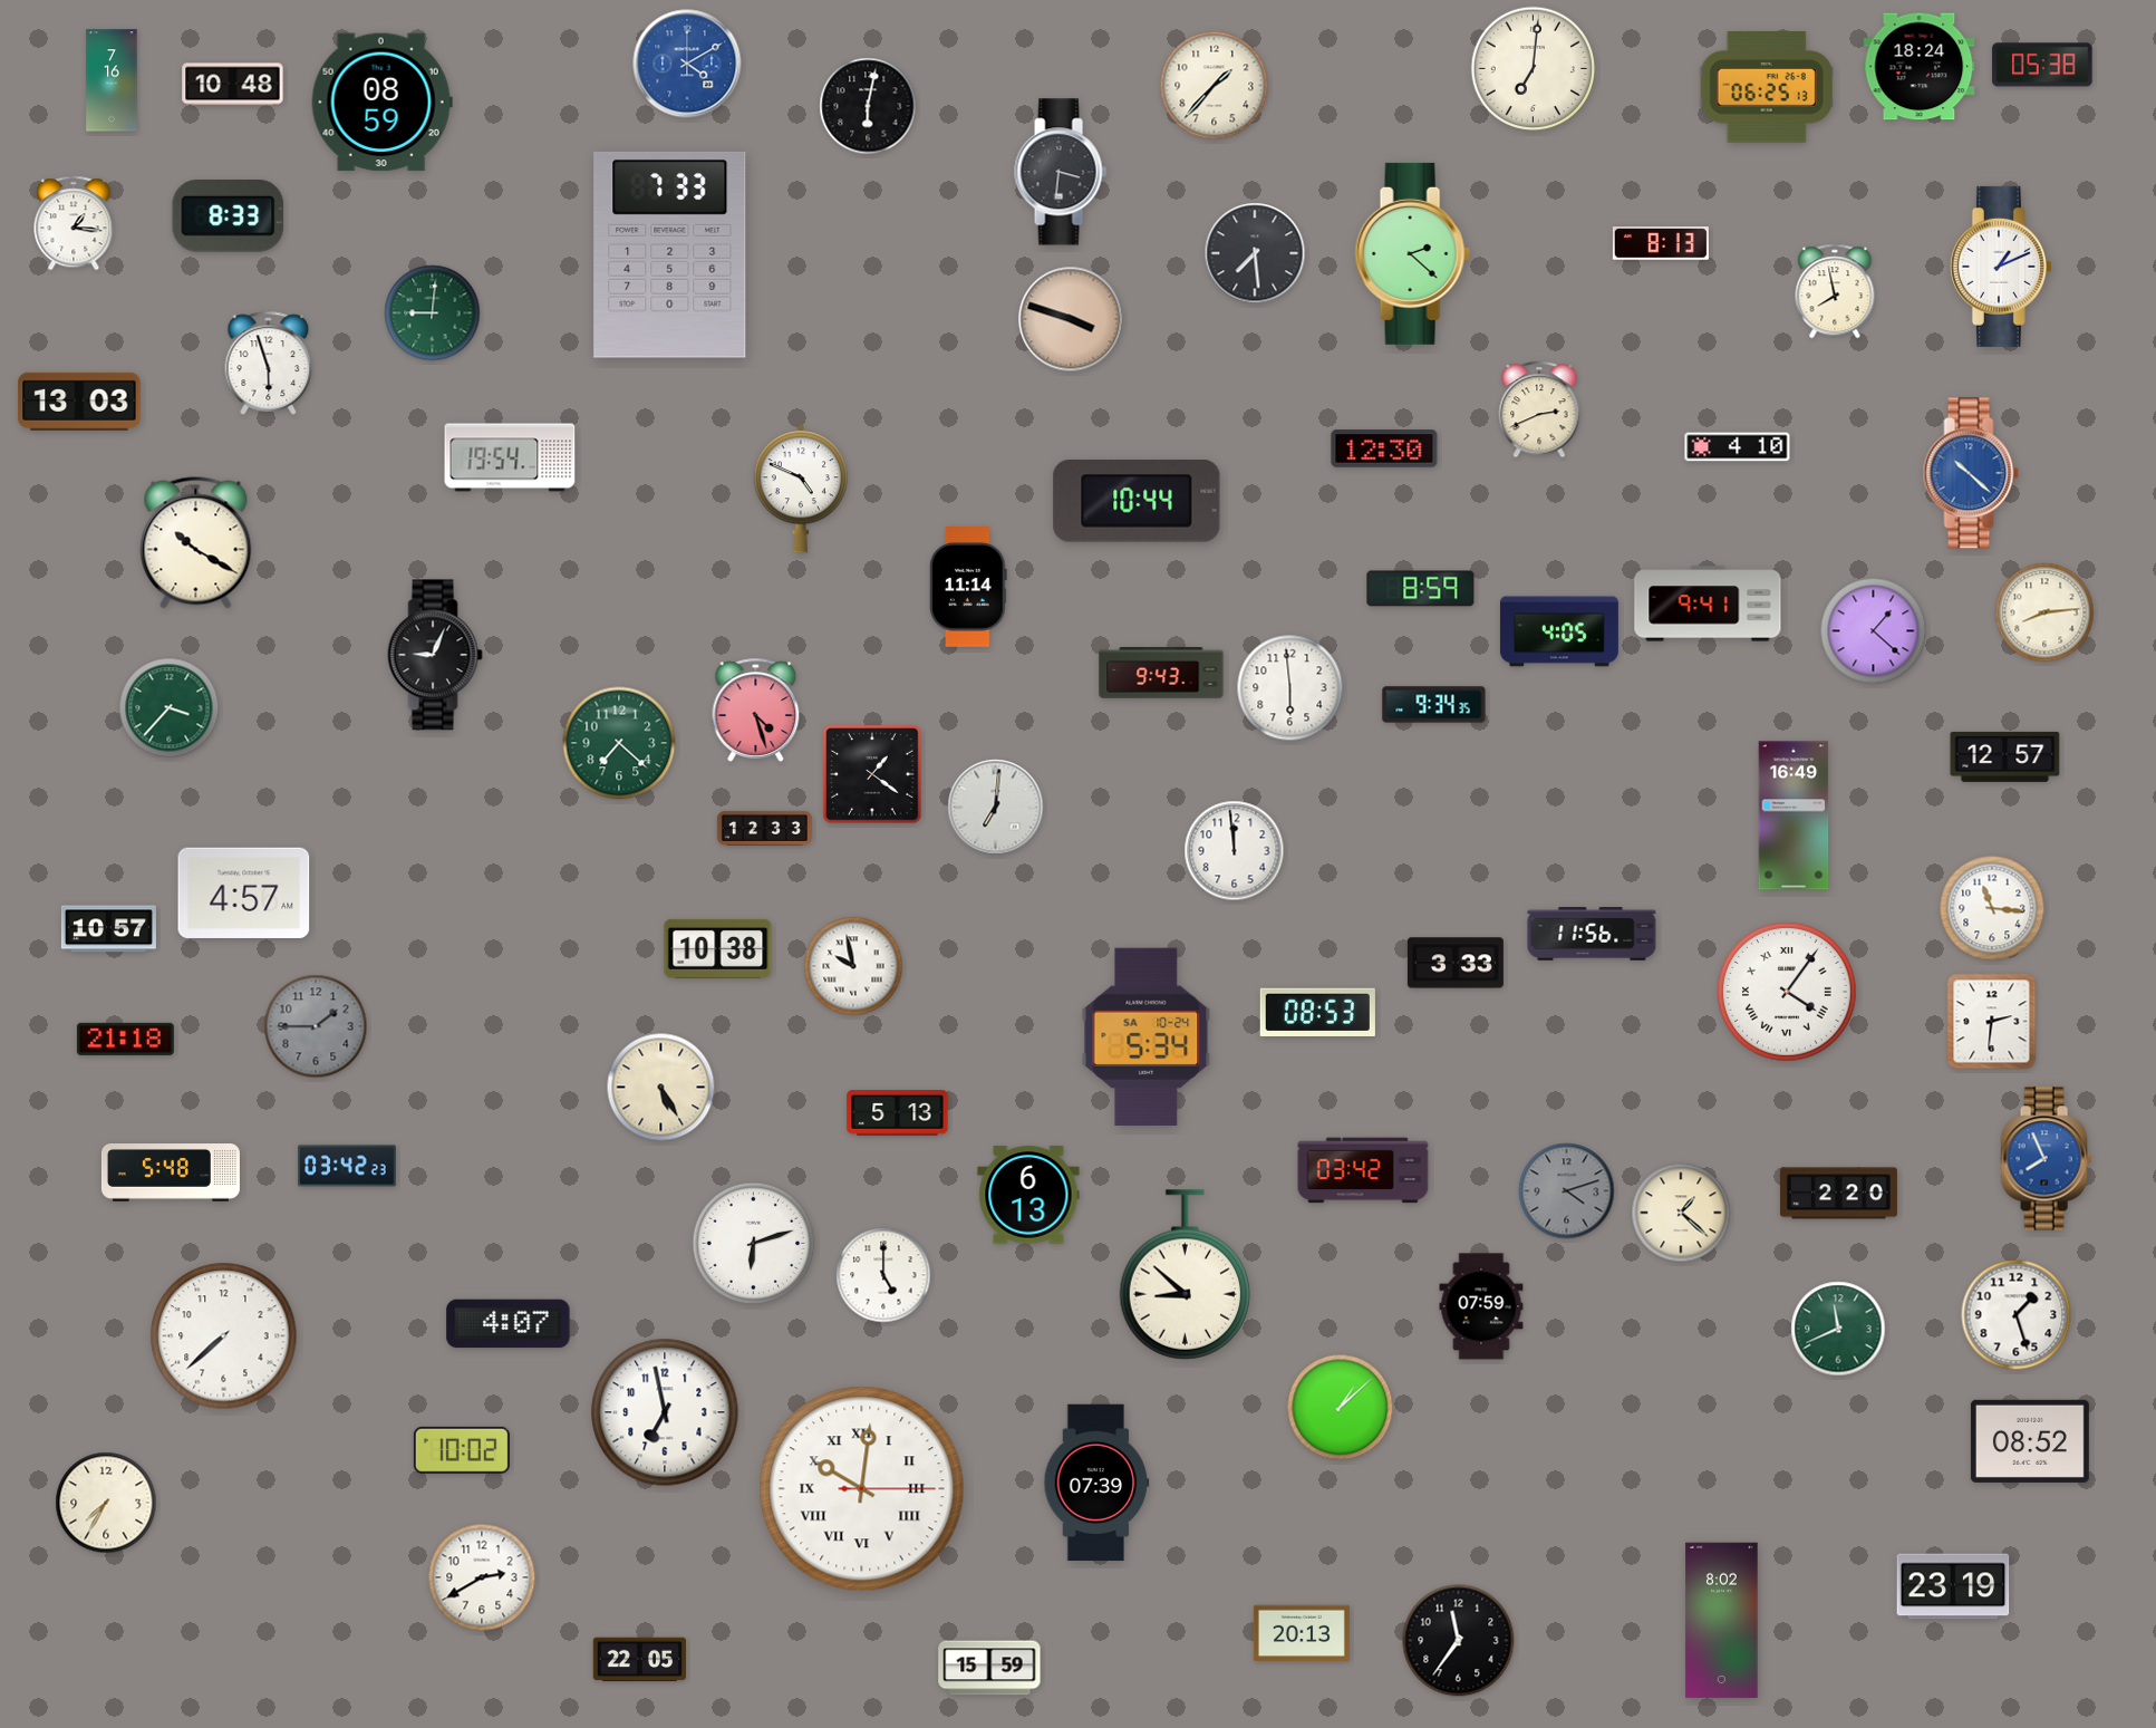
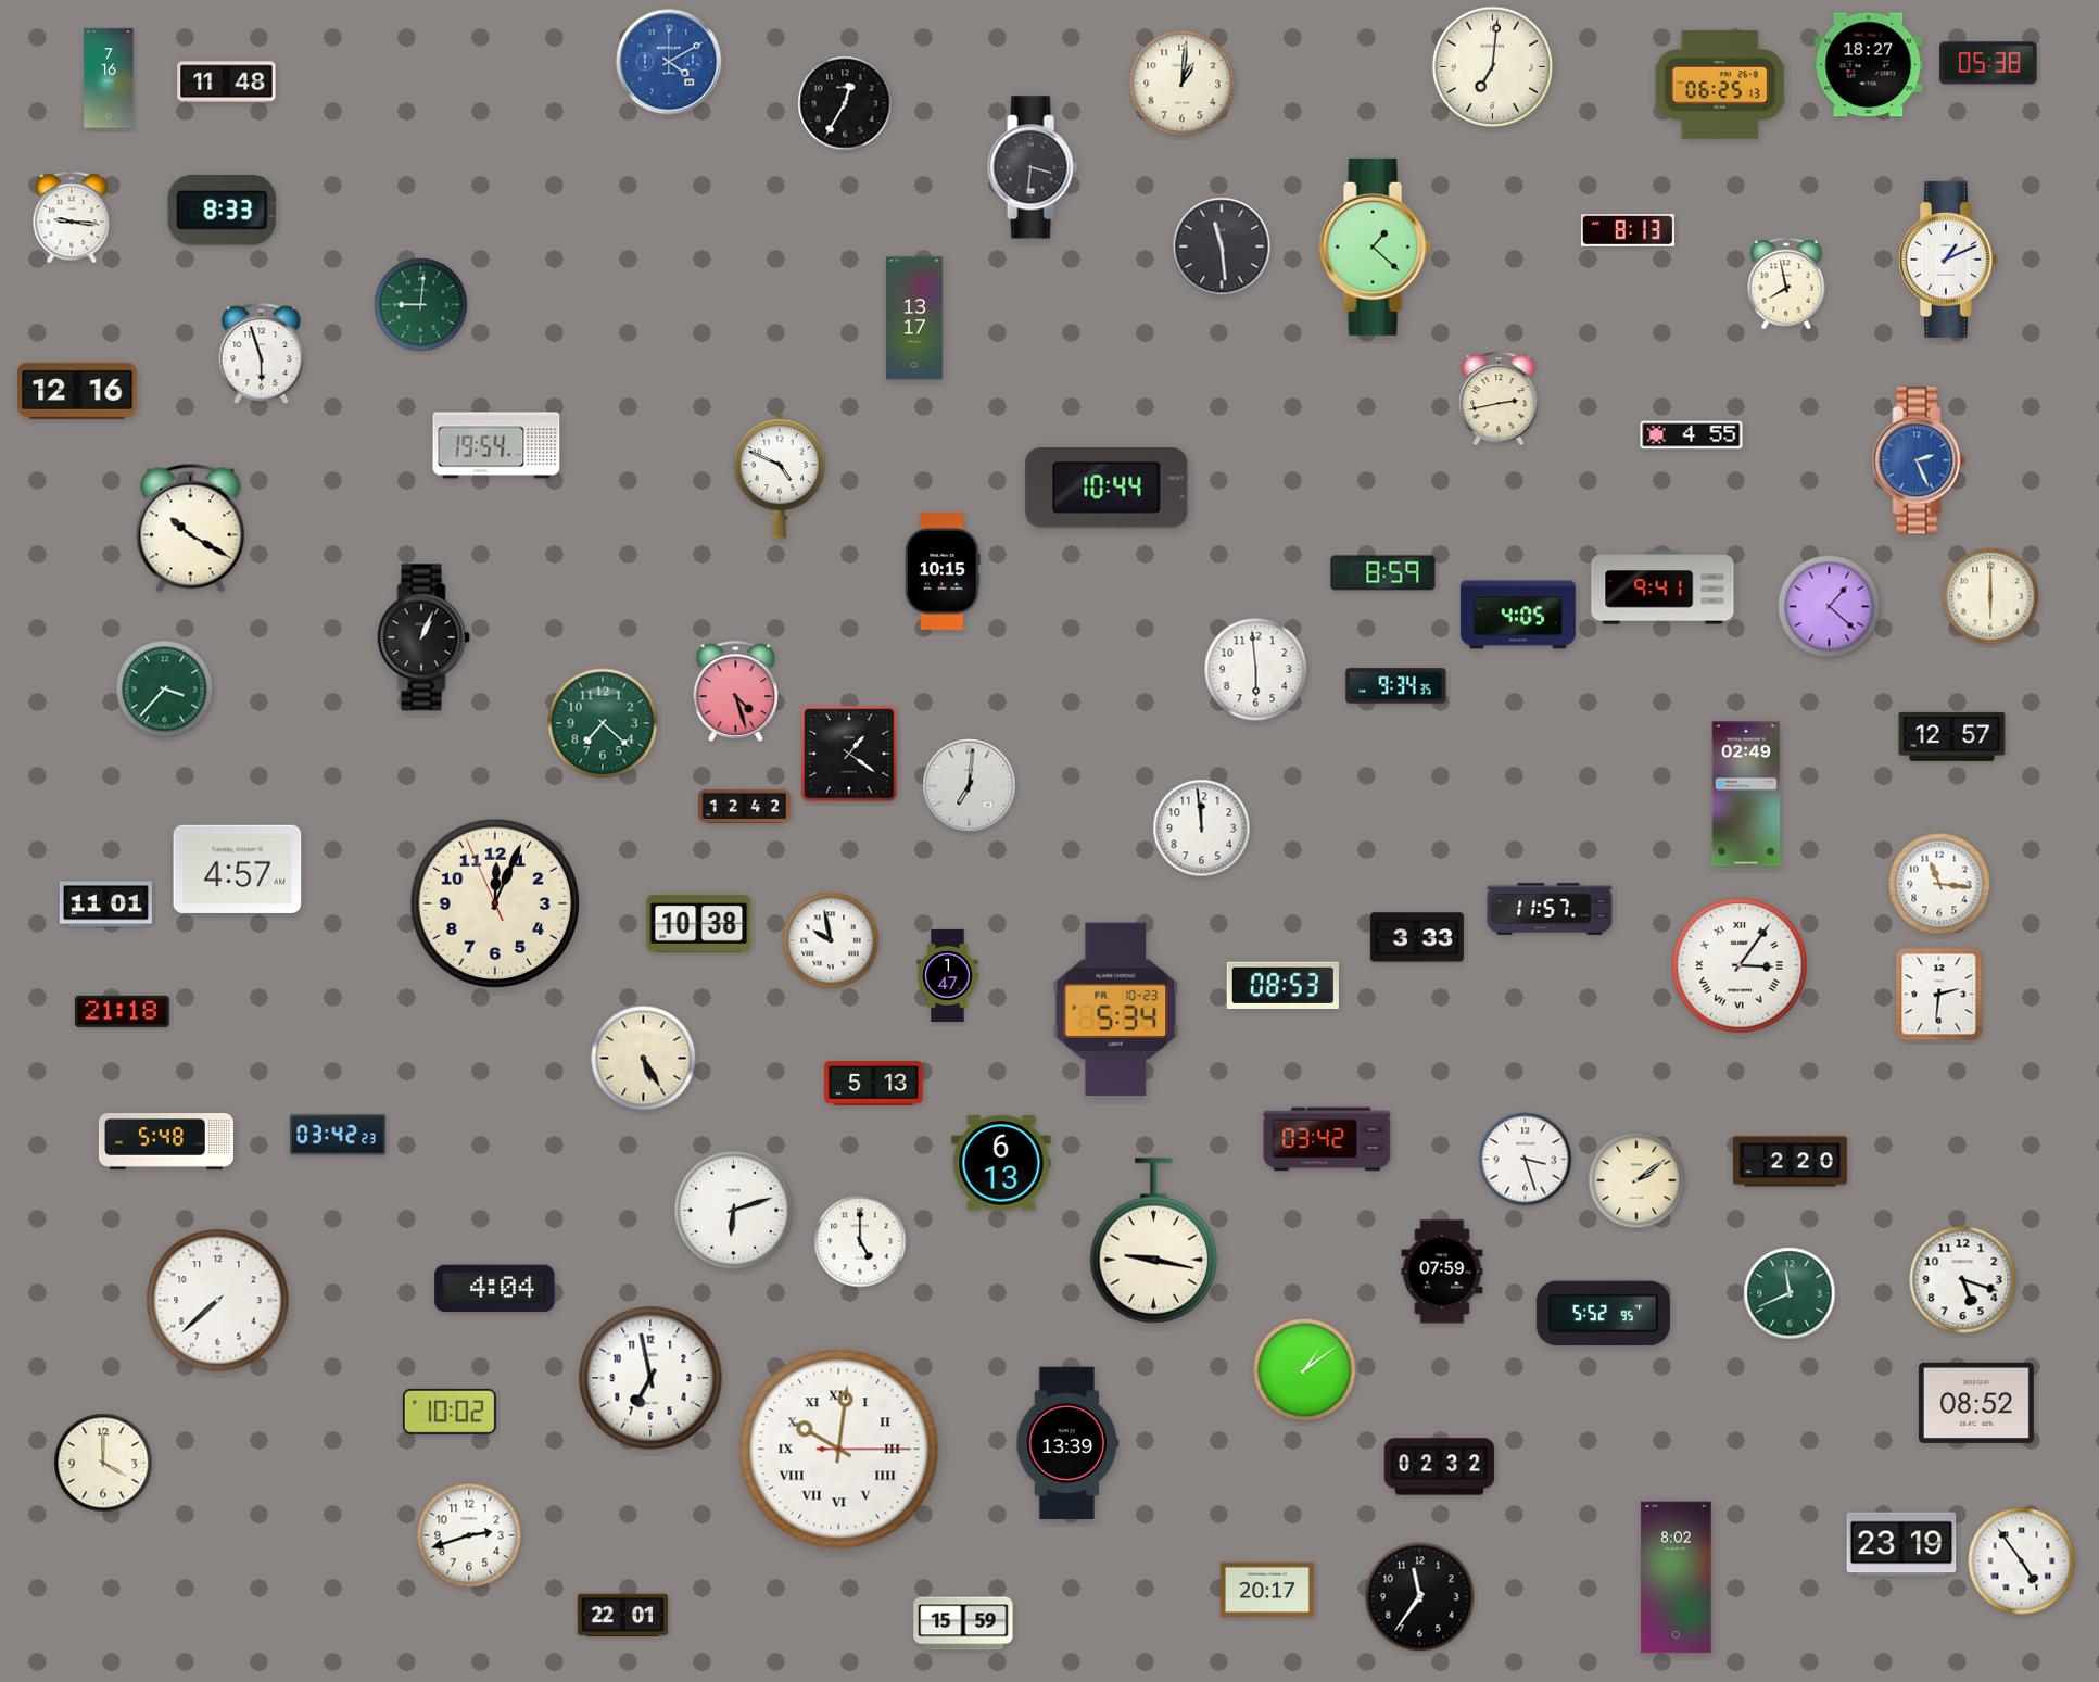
clock at (1920, 67): 18:24 -> 18:27
clock at (233, 85): 10:48 -> 11:48
clock at (1215, 86): 1:37 -> 1:01
clock at (381, 103): 08:59 -> none
clock at (868, 106): 6:02 -> 12:35
clock at (74, 223): 1:16 -> 9:16
clock at (1661, 244) position: (1661, 244) -> (1628, 231)
clock at (1255, 253): 7:29 -> 11:29
clock at (1412, 253): 2:22 -> 1:22
clock at (670, 254): 7:33 -> none
clock at (1071, 319): 3:48 -> none
clock at (914, 318): none -> 13:17
clock at (79, 402): 13:03 -> 12:16
clock at (1539, 409): 2:41 -> 2:43
clock at (1738, 447): 4:10 -> 4:55
clock at (1384, 448): 12:30 -> none
clock at (1971, 473): 10:22 -> 2:26
clock at (968, 587): 11:14 -> 10:15
clock at (2044, 612): 8:14 -> 6:00
clock at (1874, 631) position: (1874, 631) -> (1830, 607)
clock at (435, 655): 9:04 -> 1:04
clock at (1161, 674): 9:43 -> none
clock at (1794, 815): 16:49 -> 02:49
clock at (764, 828): 12:33 -> 12:42
clock at (495, 903): none -> 12:03
clock at (108, 929): 10:57 -> 11:01
clock at (1592, 934): 11:56 -> 11:57
clock at (1787, 992): 4:06 -> 3:06
clock at (948, 975): none -> 1:47
clock at (316, 1026): 1:45 -> none
clock at (1147, 1036) date: SA 10-24 -> FR 10-23
clock at (2046, 1159): 7:56 -> none
clock at (1567, 1191): 4:12 -> 3:27
clock at (1567, 1191) dial: grey -> white
clock at (1681, 1213): 1:22 -> 2:09
clock at (1186, 1275): 8:52 -> 9:17
clock at (2017, 1315): 1:27 -> 5:18
clock at (509, 1324): 4:07 -> 4:04
clock at (1603, 1314): none -> 5:52
clock at (1341, 1408): 1:08 -> 1:09
clock at (665, 1412) position: (665, 1412) -> (650, 1378)
clock at (1096, 1483): 07:39 -> 13:39
clock at (106, 1503): 7:35 -> 4:00
clock at (1440, 1467): none -> 02:32
clock at (482, 1577): 2:40 -> 2:42
clock at (2022, 1561): none -> 4:54
clock at (1302, 1632): 20:13 -> 20:17
clock at (640, 1660): 22:05 -> 22:01
